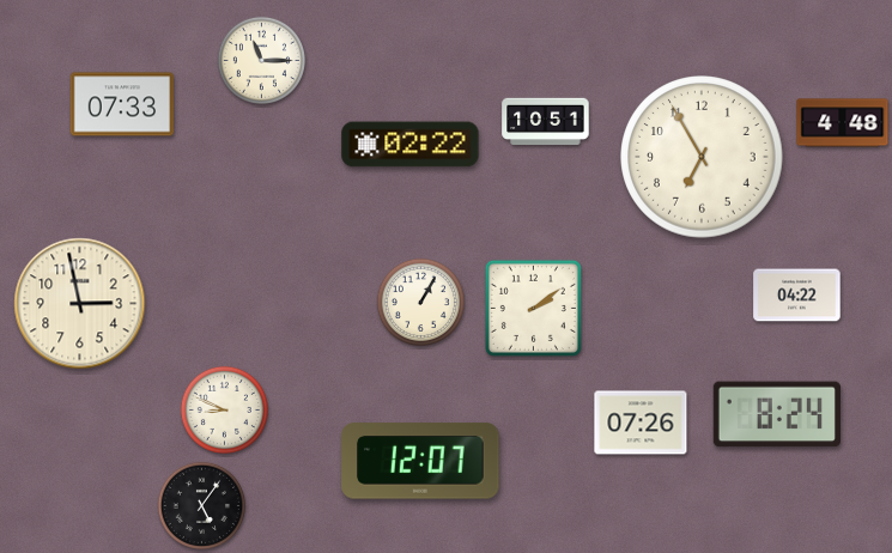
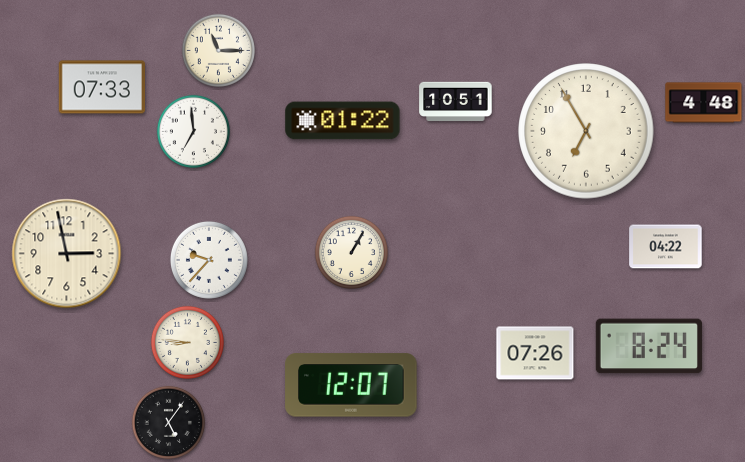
clock at (411, 145): 02:22 -> 01:22
clock at (193, 131): none -> 6:59
clock at (533, 308): 2:09 -> none
clock at (209, 260): none -> 9:37
clock at (224, 409): 8:49 -> 8:46
